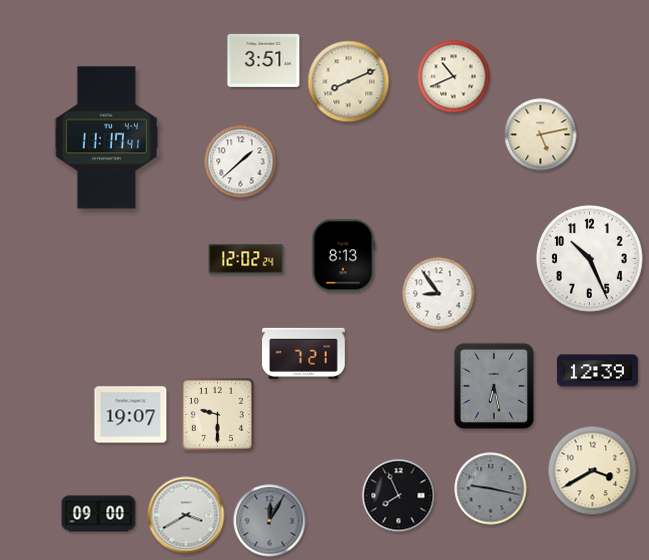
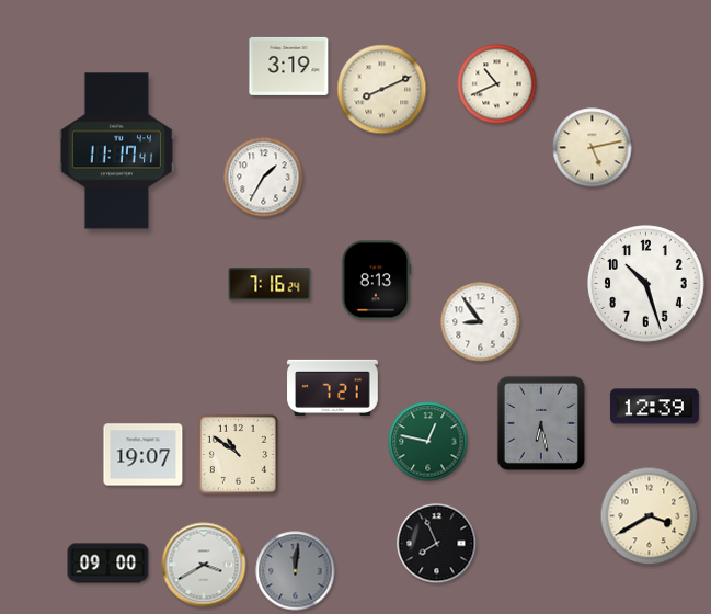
clock at (264, 60): 3:51 -> 3:19
clock at (241, 162): 1:38 -> 1:35
clock at (246, 259): 12:02 -> 7:16
clock at (590, 259): 10:26 -> 10:27
clock at (428, 442): none -> 12:47
clock at (217, 414): 9:30 -> 10:51
clock at (491, 489): 9:17 -> none
clock at (270, 521): 12:05 -> 12:01
